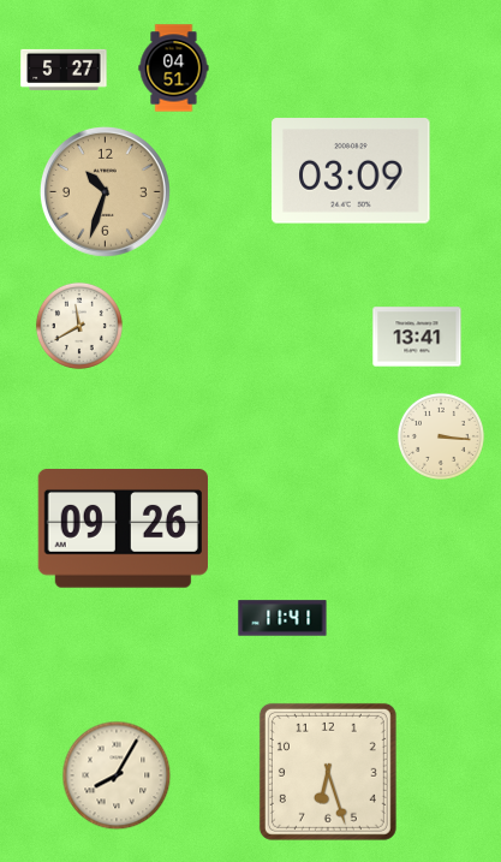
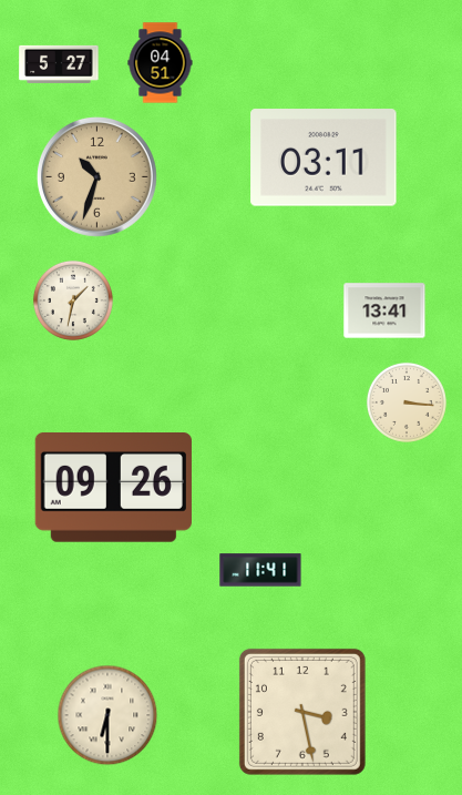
clock at (351, 171): 03:09 -> 03:11
clock at (79, 326): 11:40 -> 1:32
clock at (328, 772): 6:27 -> 3:28
clock at (117, 775): 8:05 -> 6:30
